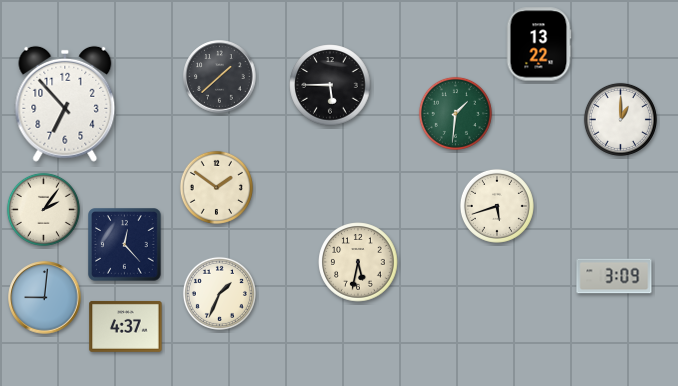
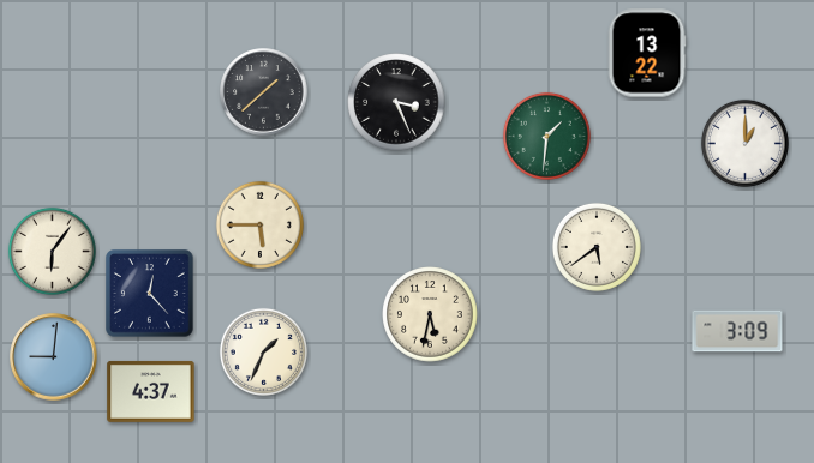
clock at (330, 85): 5:45 -> 3:26
clock at (65, 104): 6:53 -> none
clock at (216, 187): 1:51 -> 5:45
clock at (497, 206): 5:42 -> 5:39
clock at (43, 209): 2:06 -> 6:06
